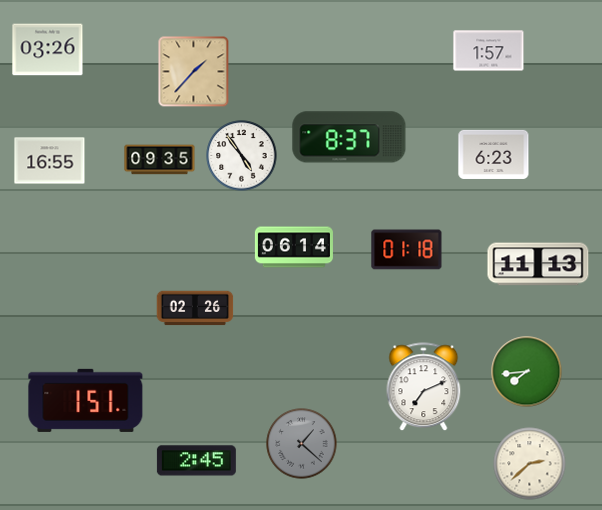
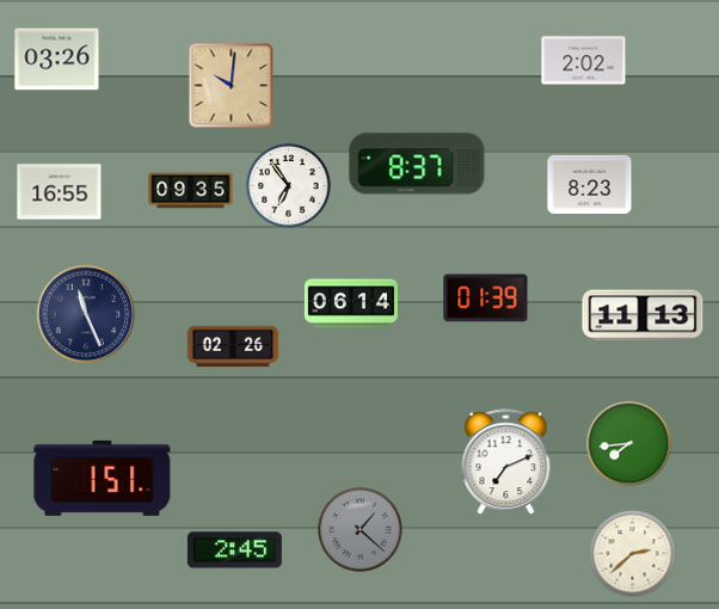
clock at (489, 51): 1:57 -> 2:02
clock at (194, 72): 1:37 -> 10:01
clock at (494, 154): 6:23 -> 8:23
clock at (242, 156): 4:54 -> 6:54
clock at (294, 247) position: (294, 247) -> (351, 303)
clock at (407, 250): 01:18 -> 01:39
clock at (86, 314): none -> 11:26
clock at (195, 308) position: (195, 308) -> (233, 346)
